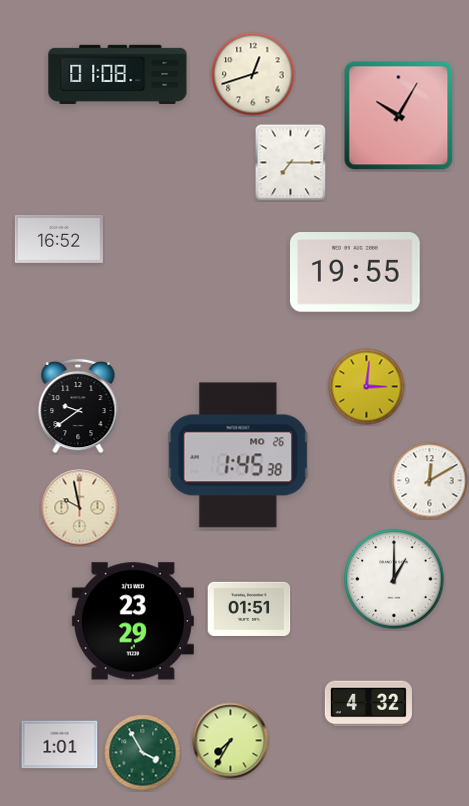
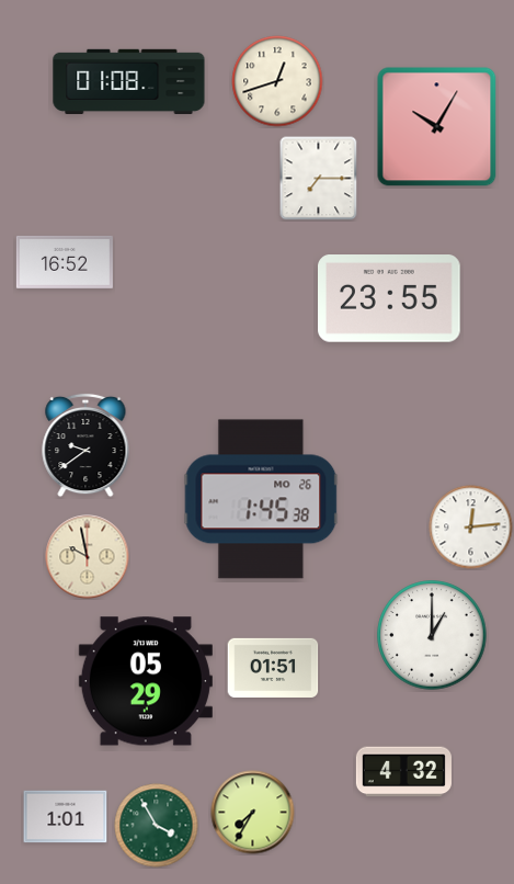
clock at (356, 273): 19:55 -> 23:55
clock at (367, 387): 3:01 -> none
clock at (430, 481): 12:10 -> 12:14
clock at (133, 621): 23:29 -> 05:29
